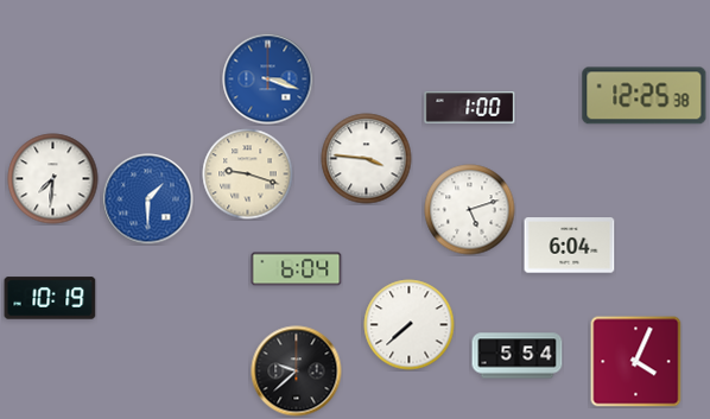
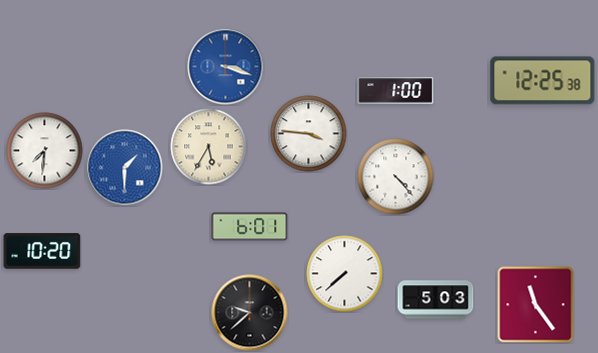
clock at (248, 174): 9:18 -> 5:35
clock at (470, 210): 5:12 -> 4:23
clock at (570, 246): 6:04 -> none
clock at (297, 269): 6:04 -> 6:01
clock at (50, 298): 10:19 -> 10:20
clock at (518, 356): 5:54 -> 5:03
clock at (636, 362): 4:04 -> 11:24
